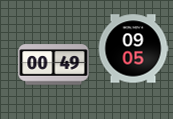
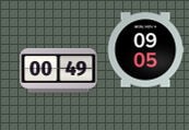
clock at (133, 49) position: (133, 49) -> (145, 50)
